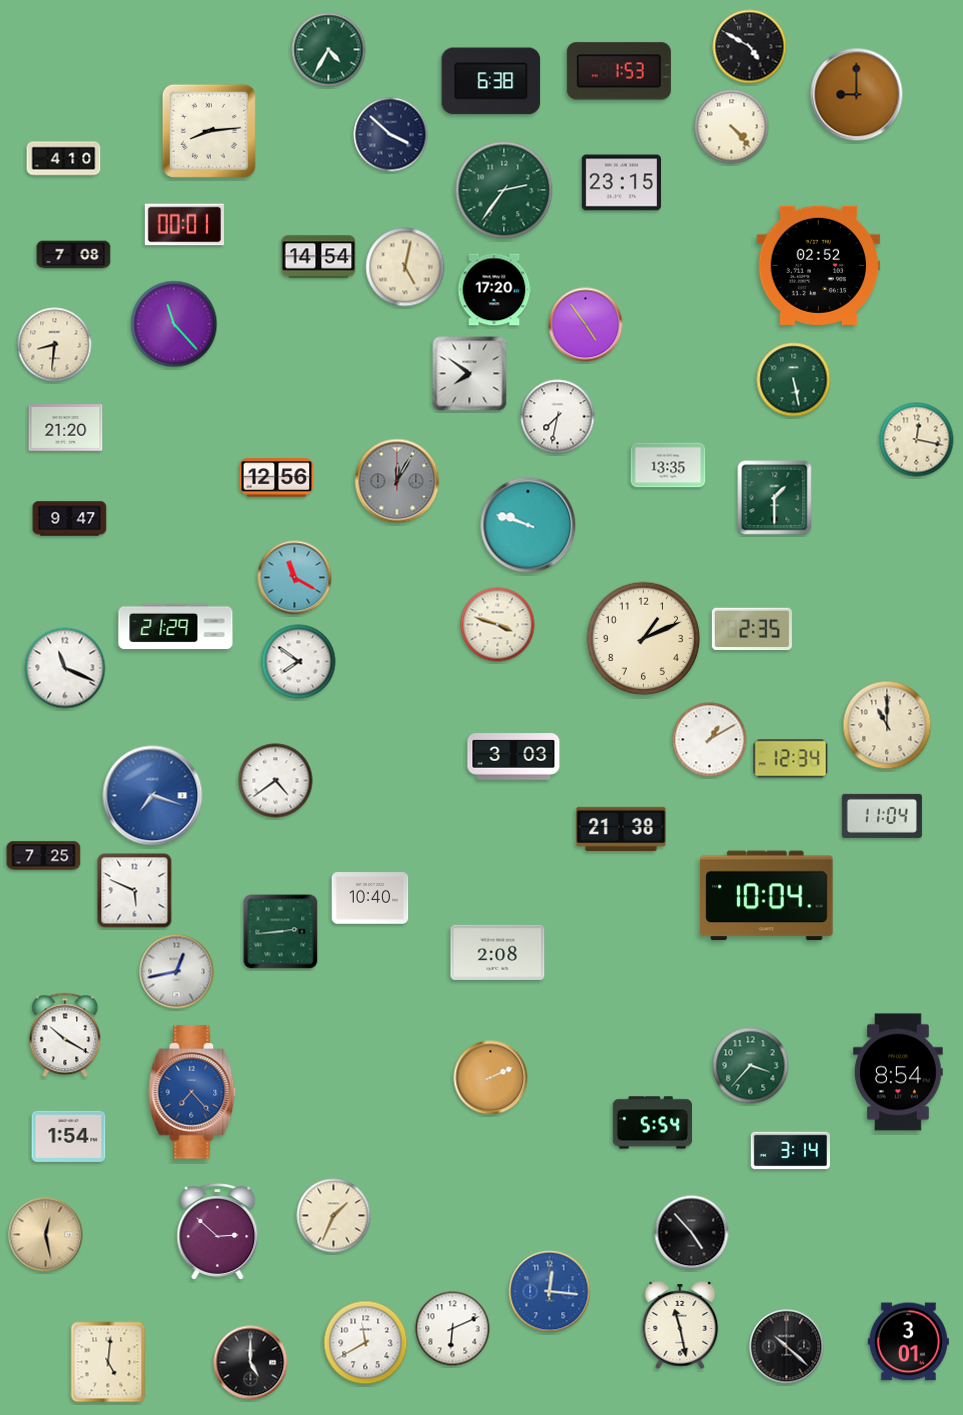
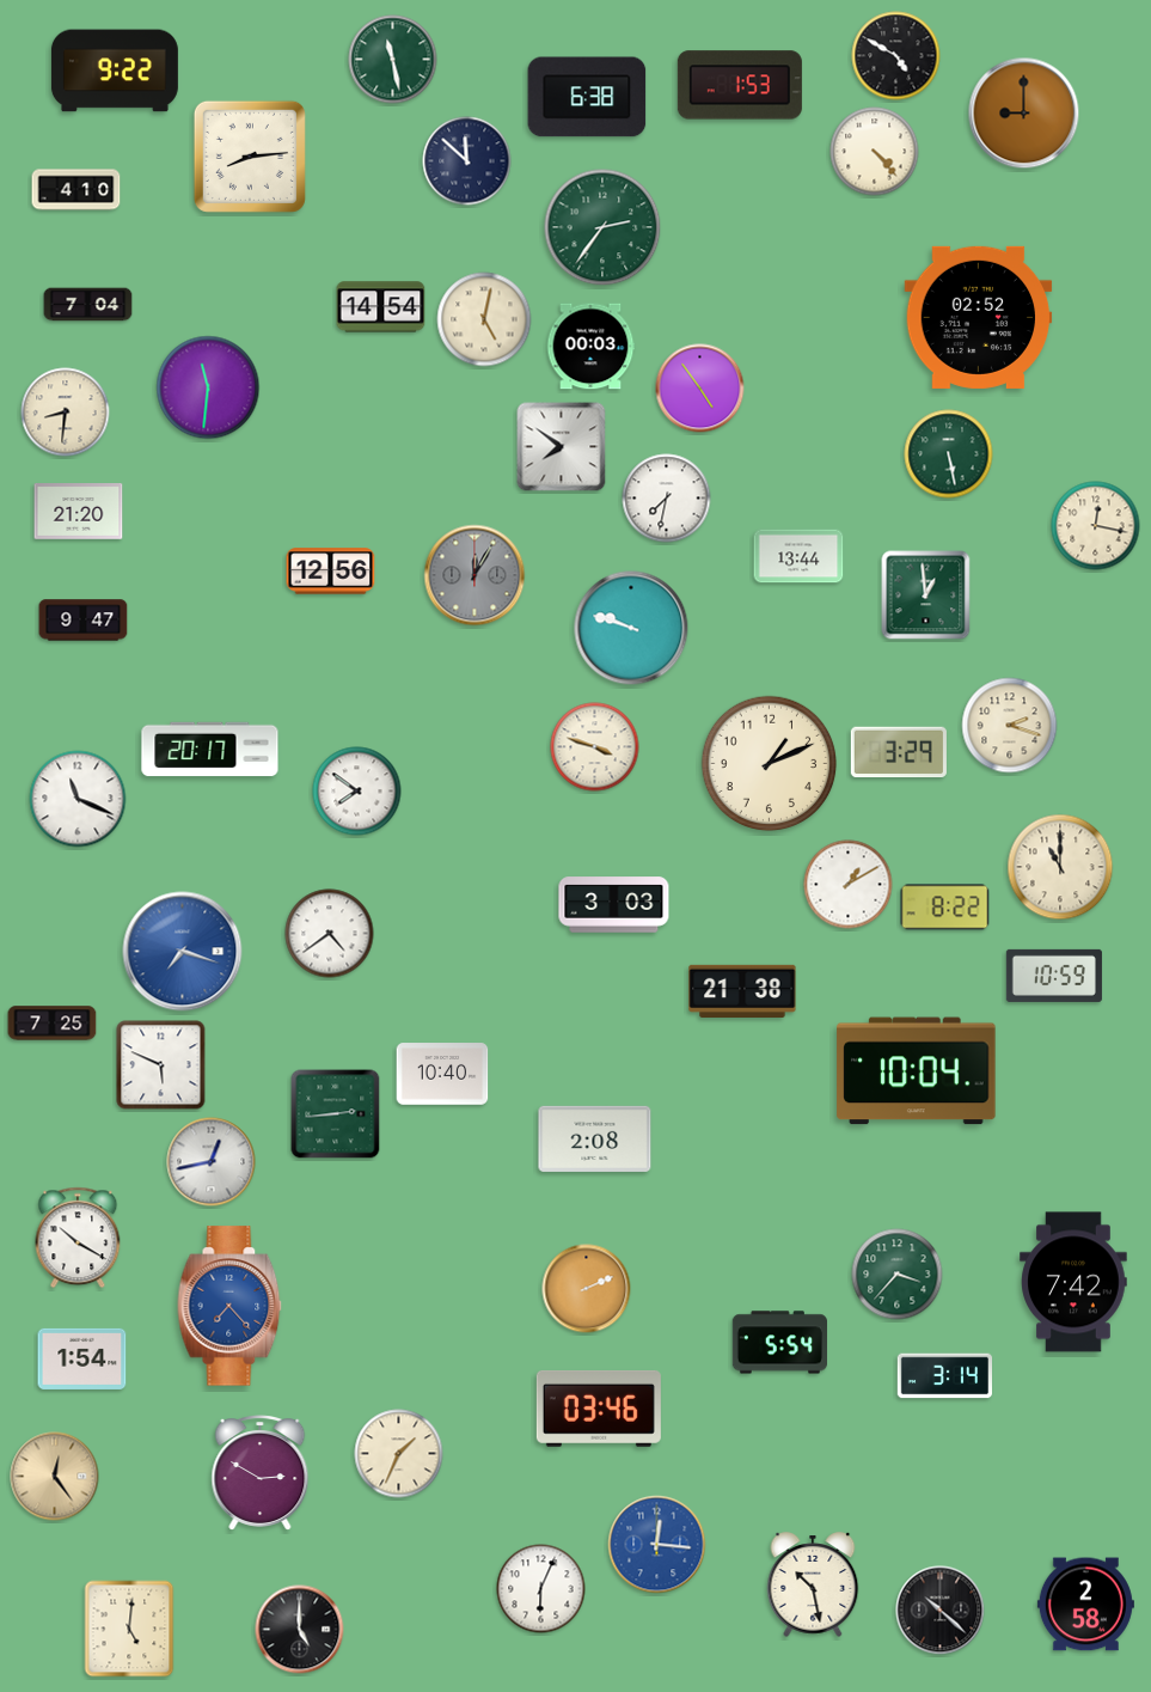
clock at (329, 50): 4:35 -> 11:28
clock at (115, 71): none -> 9:22
clock at (391, 135): 3:52 -> 11:52
clock at (621, 183): 23:15 -> none
clock at (184, 225): 00:01 -> none
clock at (74, 255): 7:08 -> 7:04
clock at (494, 290): 17:20 -> 00:03
clock at (174, 324): 11:23 -> 11:31
clock at (668, 465): 13:35 -> 13:44
clock at (775, 498): 1:30 -> 12:59
clock at (295, 578): 11:20 -> none
clock at (1010, 726): none -> 2:18
clock at (176, 627): 21:29 -> 20:17
clock at (752, 629): 2:35 -> 3:29
clock at (791, 759): 12:34 -> 8:22
clock at (882, 816): 11:04 -> 10:59
clock at (898, 1072): 8:54 -> 7:42
clock at (599, 1409): none -> 03:46
clock at (218, 1232): 2:52 -> 2:50
clock at (692, 1233): 4:53 -> none
clock at (46, 1235): 12:28 -> 12:24
clock at (680, 1325): 11:28 -> 10:28
clock at (453, 1329): 6:11 -> 6:04
clock at (908, 1342): 3:01 -> 2:58
clock at (366, 1343): 11:40 -> none
